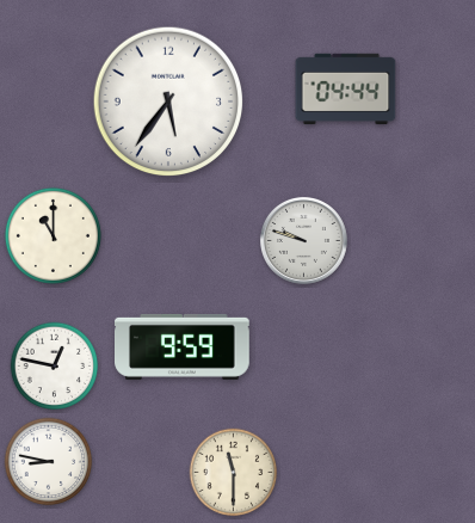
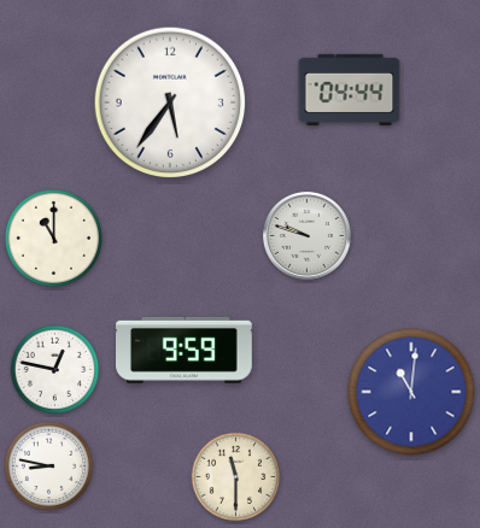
clock at (303, 240) position: (303, 240) -> (306, 235)
clock at (411, 392): none -> 11:01
